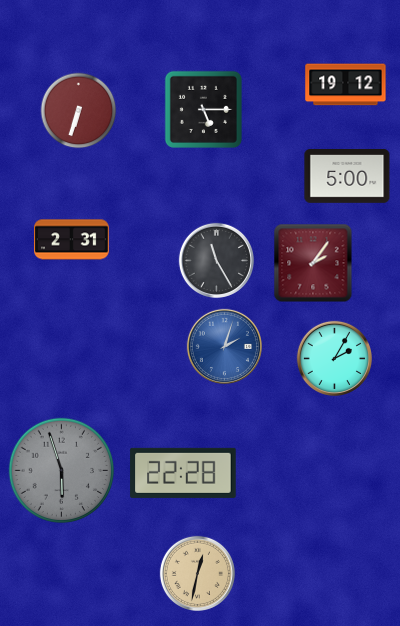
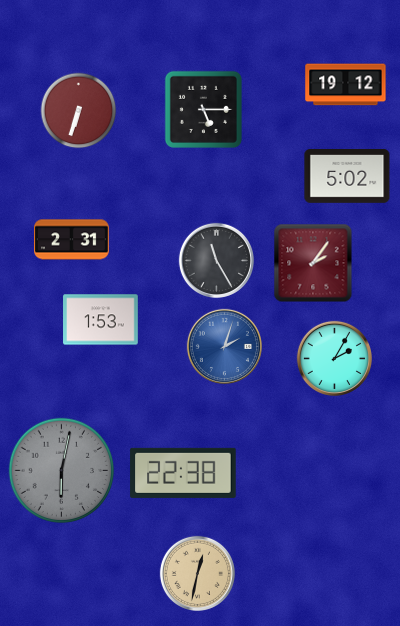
clock at (347, 177): 5:00 -> 5:02
clock at (101, 320): none -> 1:53
clock at (61, 470): 5:57 -> 6:02
clock at (183, 473): 22:28 -> 22:38
